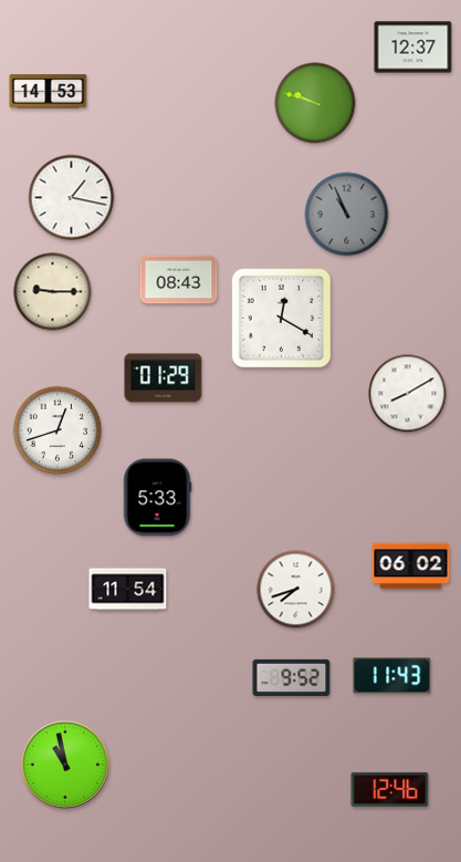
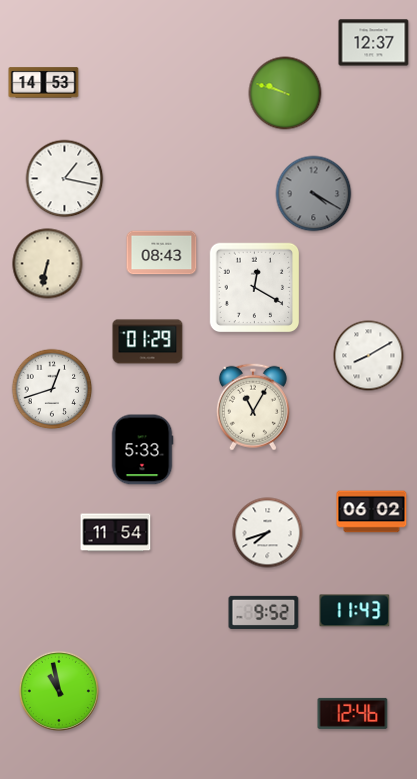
clock at (347, 215): 10:56 -> 4:20
clock at (53, 292): 9:15 -> 6:32
clock at (253, 407): none -> 11:05
